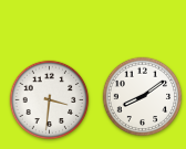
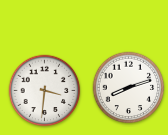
clock at (143, 97): 8:09 -> 8:12
